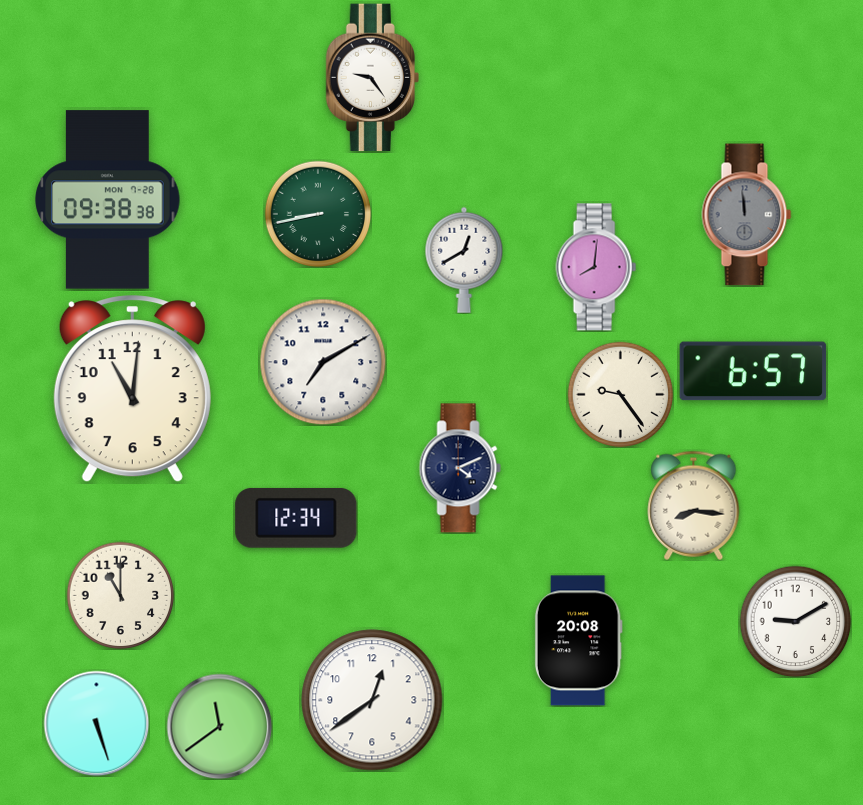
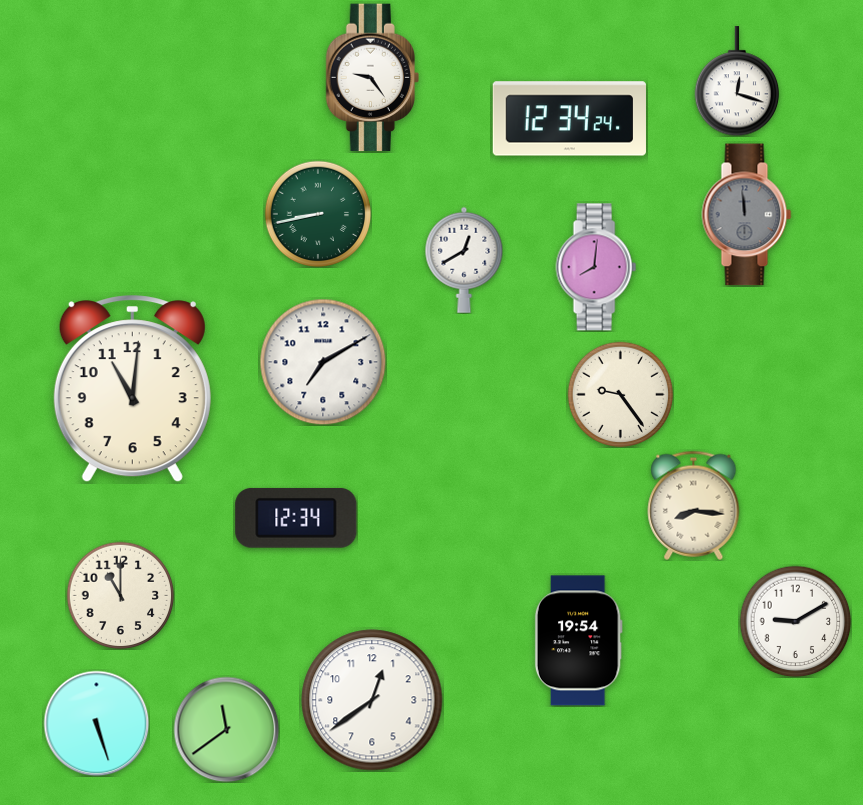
clock at (737, 81): none -> 12:18
clock at (569, 119): none -> 12:34
clock at (108, 200): 09:38 -> none
clock at (753, 371): 6:57 -> none
clock at (460, 468): 4:11 -> none
clock at (578, 641): 20:08 -> 19:54
clock at (219, 726) position: (219, 726) -> (226, 729)
